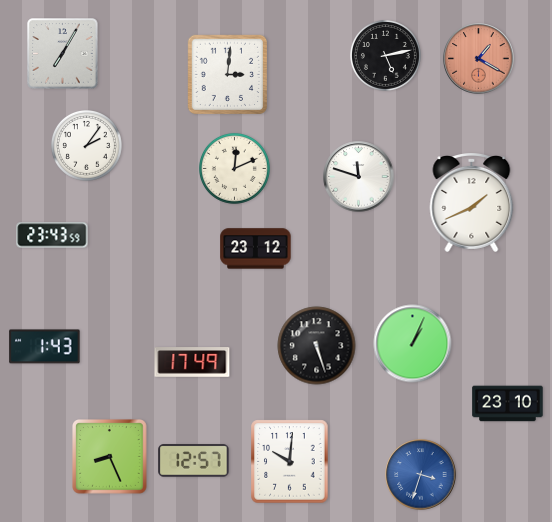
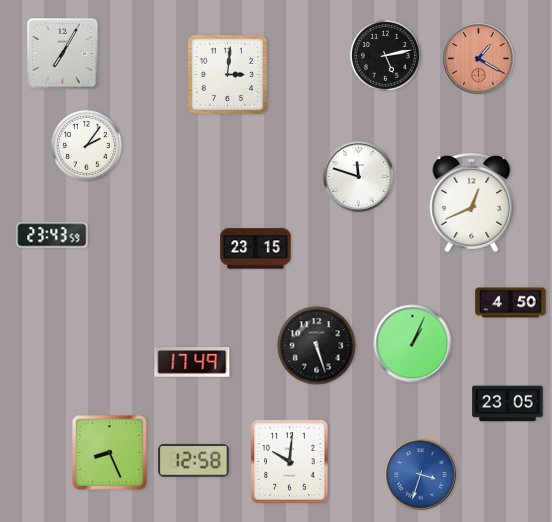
clock at (234, 168): 12:11 -> none
clock at (472, 203): 1:41 -> 12:41
clock at (256, 249): 23:12 -> 23:15
clock at (511, 303): none -> 4:50
clock at (45, 347): 1:43 -> none
clock at (508, 404): 23:10 -> 23:05
clock at (110, 457) position: (110, 457) -> (110, 453)
clock at (194, 461): 12:57 -> 12:58
